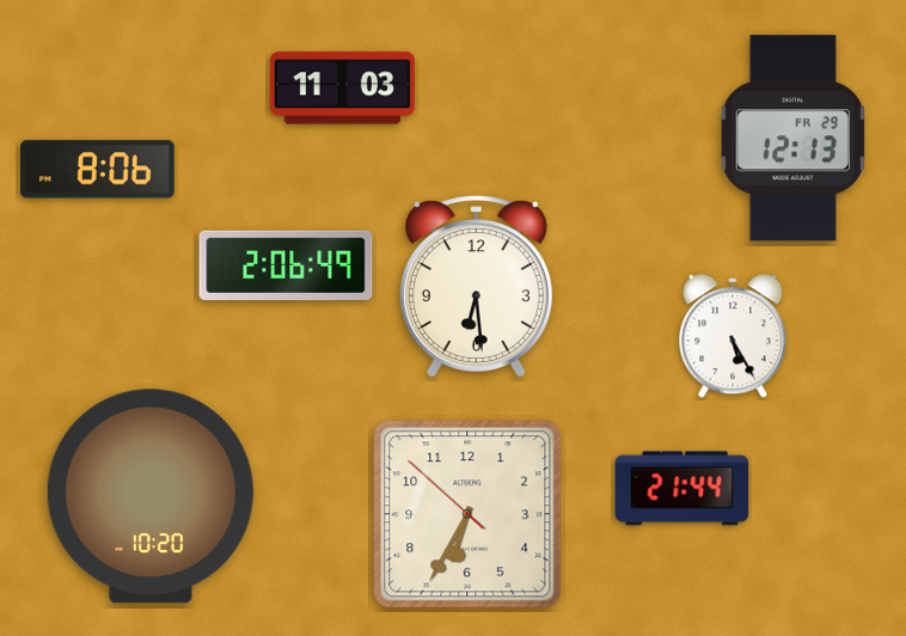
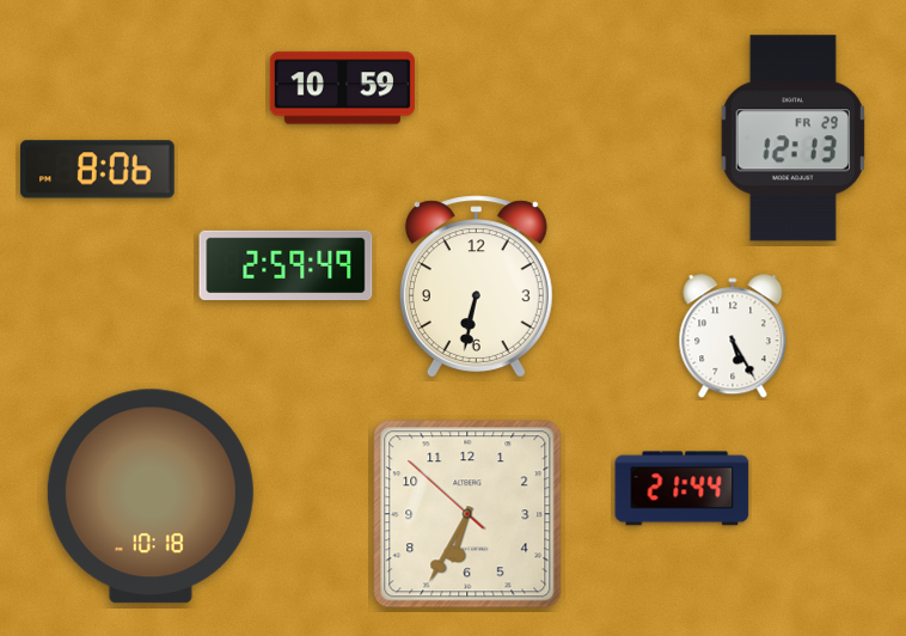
clock at (342, 88): 11:03 -> 10:59
clock at (286, 265): 2:06 -> 2:59
clock at (476, 287): 6:29 -> 6:32
clock at (151, 496): 10:20 -> 10:18
